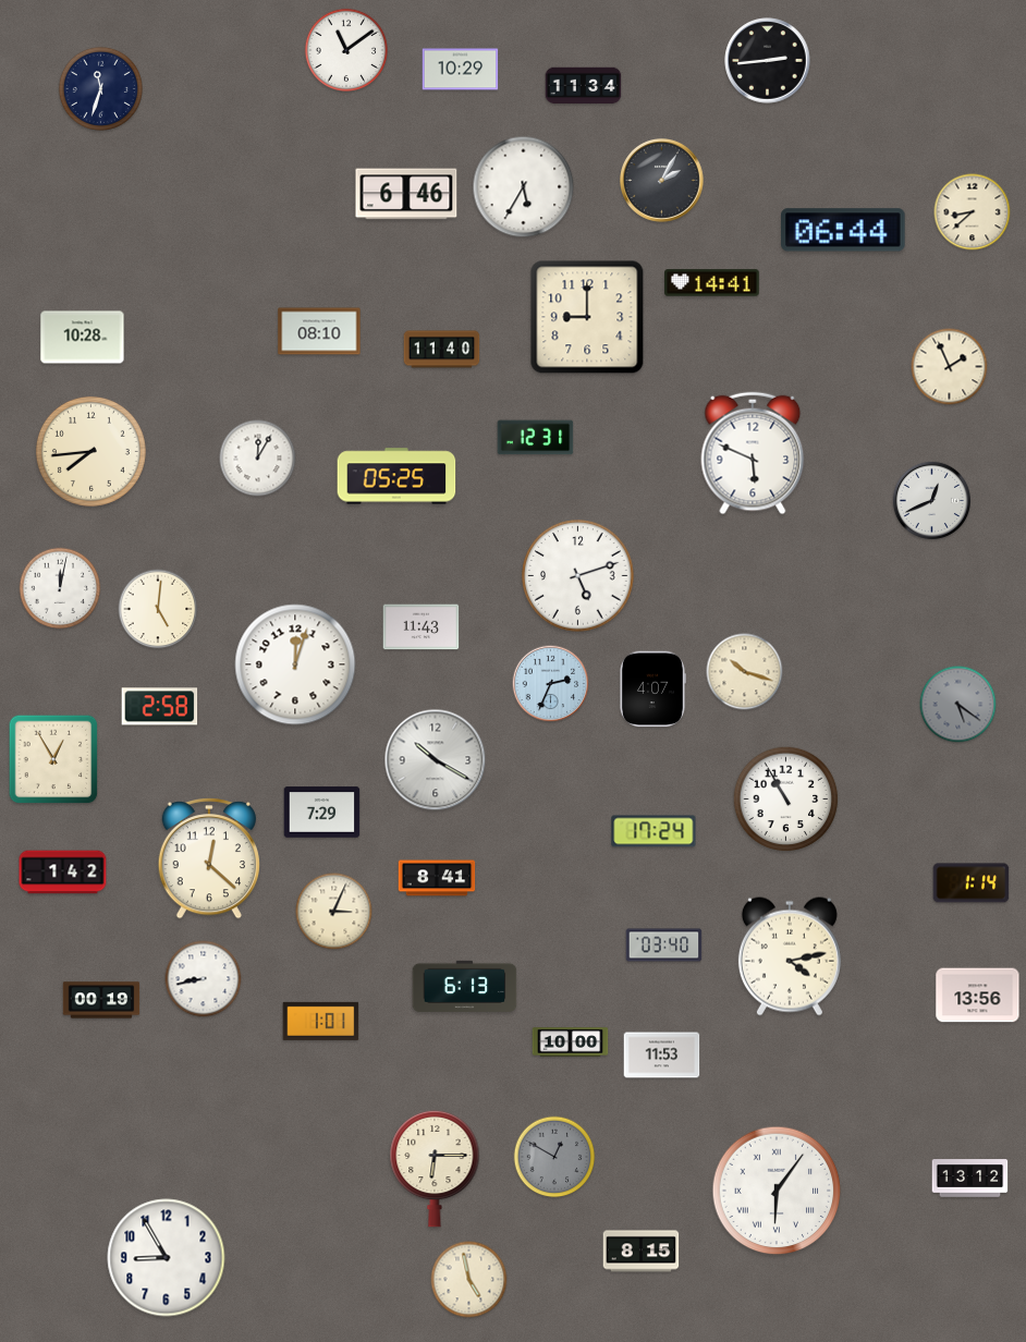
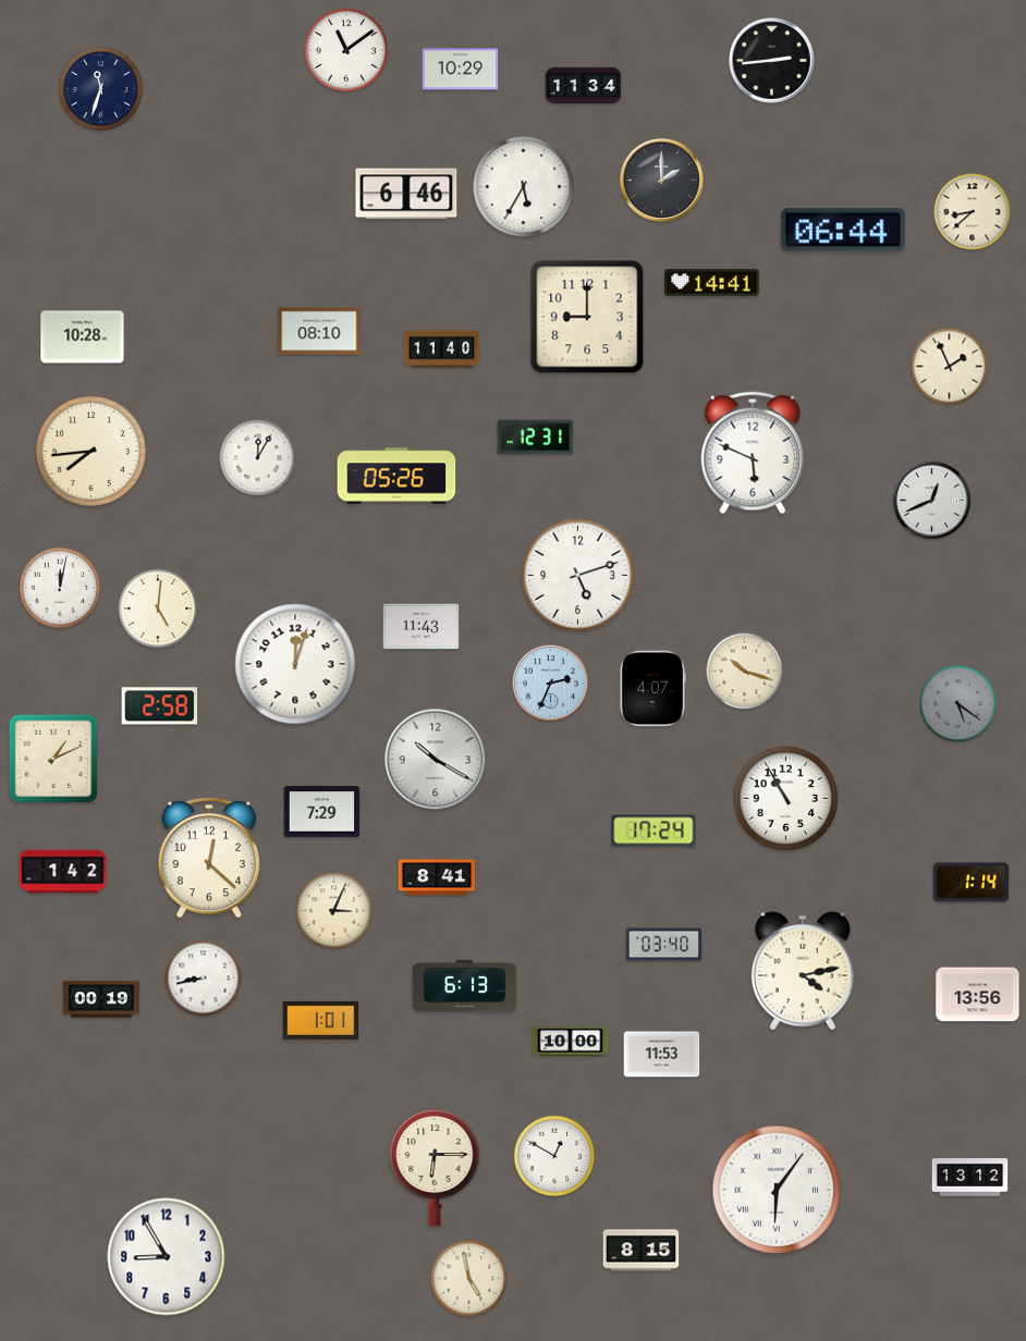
clock at (768, 61) position: (768, 61) -> (772, 61)
clock at (662, 181): 2:05 -> 2:00
clock at (396, 476): 05:25 -> 05:26
clock at (53, 759): 12:55 -> 1:11
clock at (790, 956) position: (790, 956) -> (803, 971)
clock at (554, 1157) dial: grey -> white
